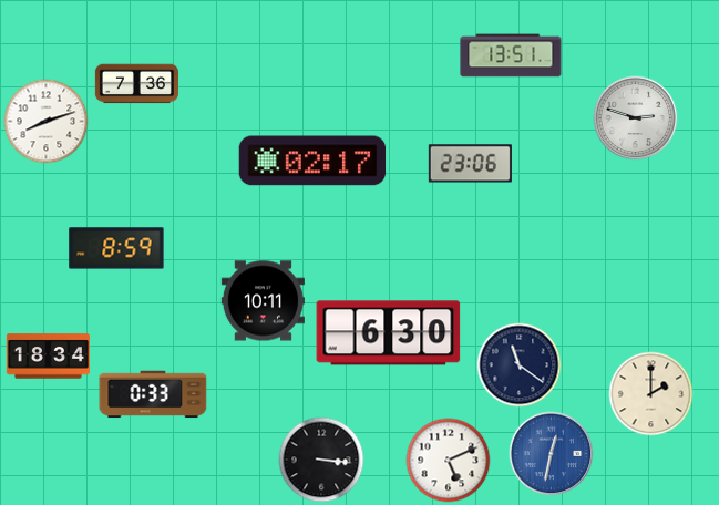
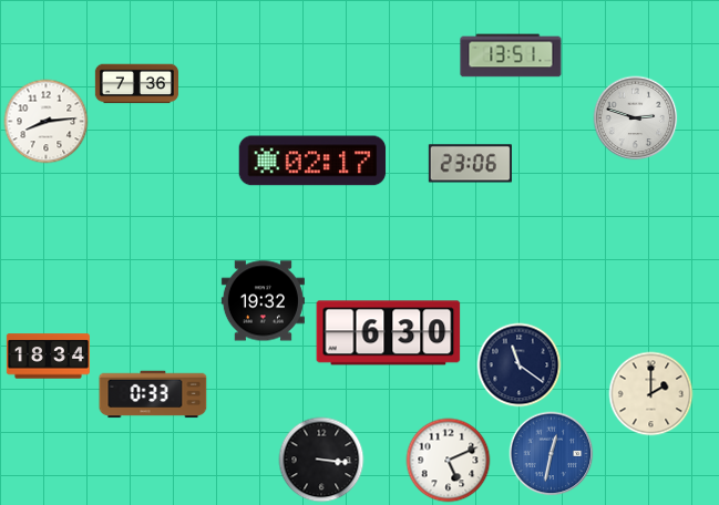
clock at (47, 122): 8:12 -> 8:14
clock at (116, 248): 8:59 -> none
clock at (263, 301): 10:11 -> 19:32
